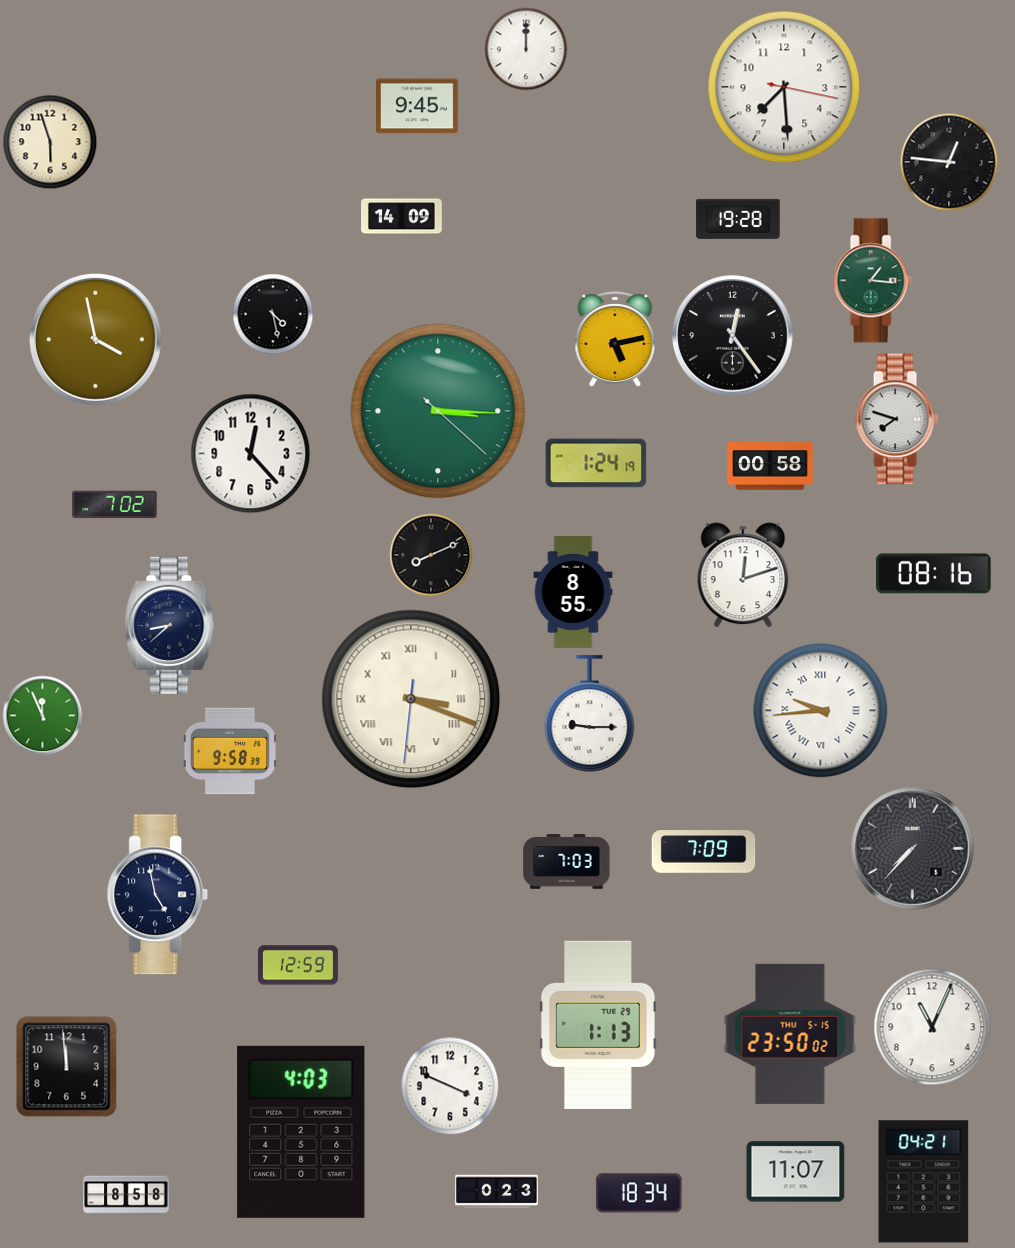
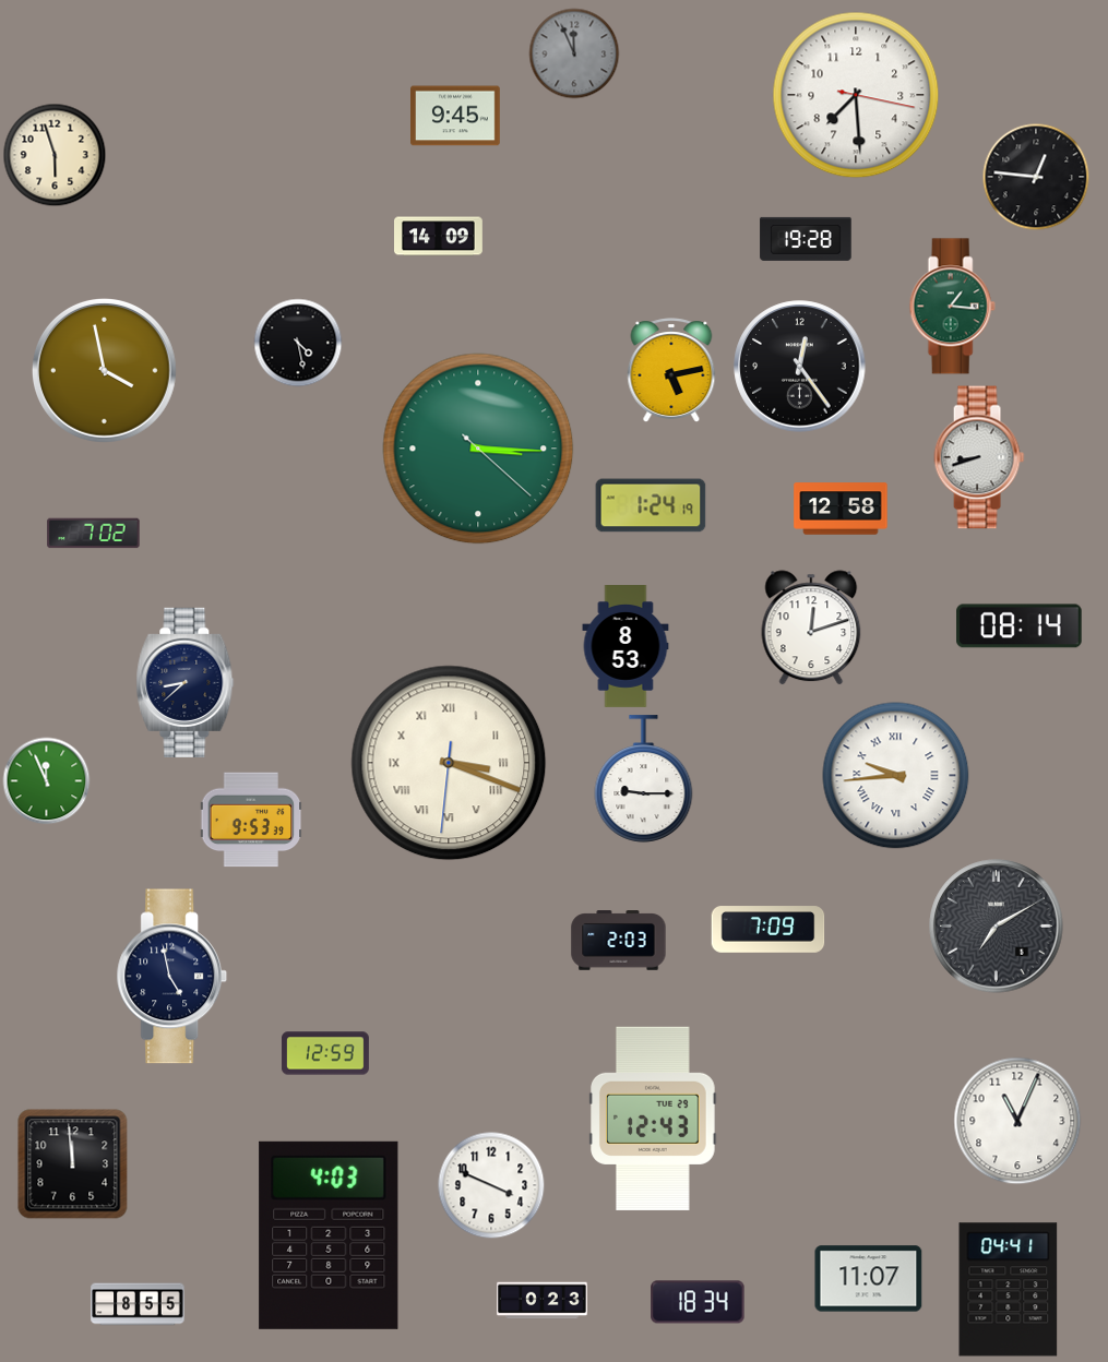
clock at (526, 49): 12:00 -> 11:56
clock at (526, 49) dial: white -> grey
clock at (897, 419): 7:48 -> 8:42
clock at (251, 454): 12:23 -> none
clock at (770, 466): 00:58 -> 12:58
clock at (115, 505) position: (115, 505) -> (94, 534)
clock at (431, 555): 8:11 -> none
clock at (934, 574): 08:16 -> 08:14
clock at (573, 593): 8:55 -> 8:53
clock at (230, 751): 9:58 -> 9:53
clock at (913, 849): 7:37 -> 7:10
clock at (567, 862): 7:03 -> 2:03
clock at (599, 1025): 1:13 -> 12:43
clock at (790, 1034): 23:50 -> none
clock at (924, 1182): 04:21 -> 04:41
clock at (126, 1195): 8:58 -> 8:55
